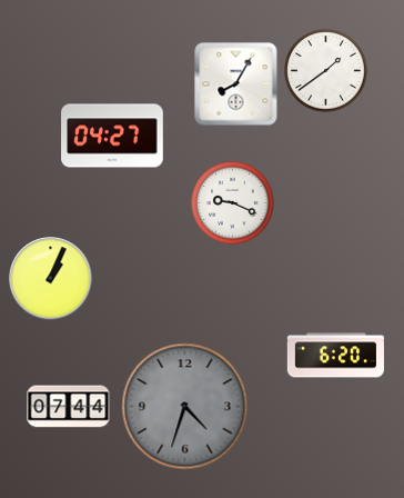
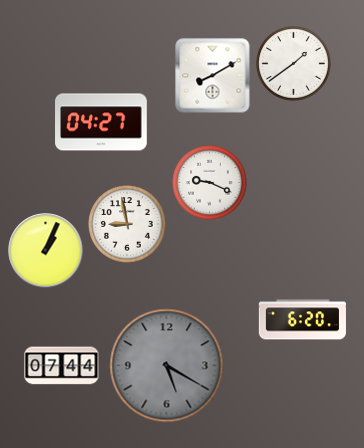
clock at (236, 84): 8:05 -> 8:10
clock at (127, 224): none -> 8:58
clock at (185, 407): 4:33 -> 5:20
